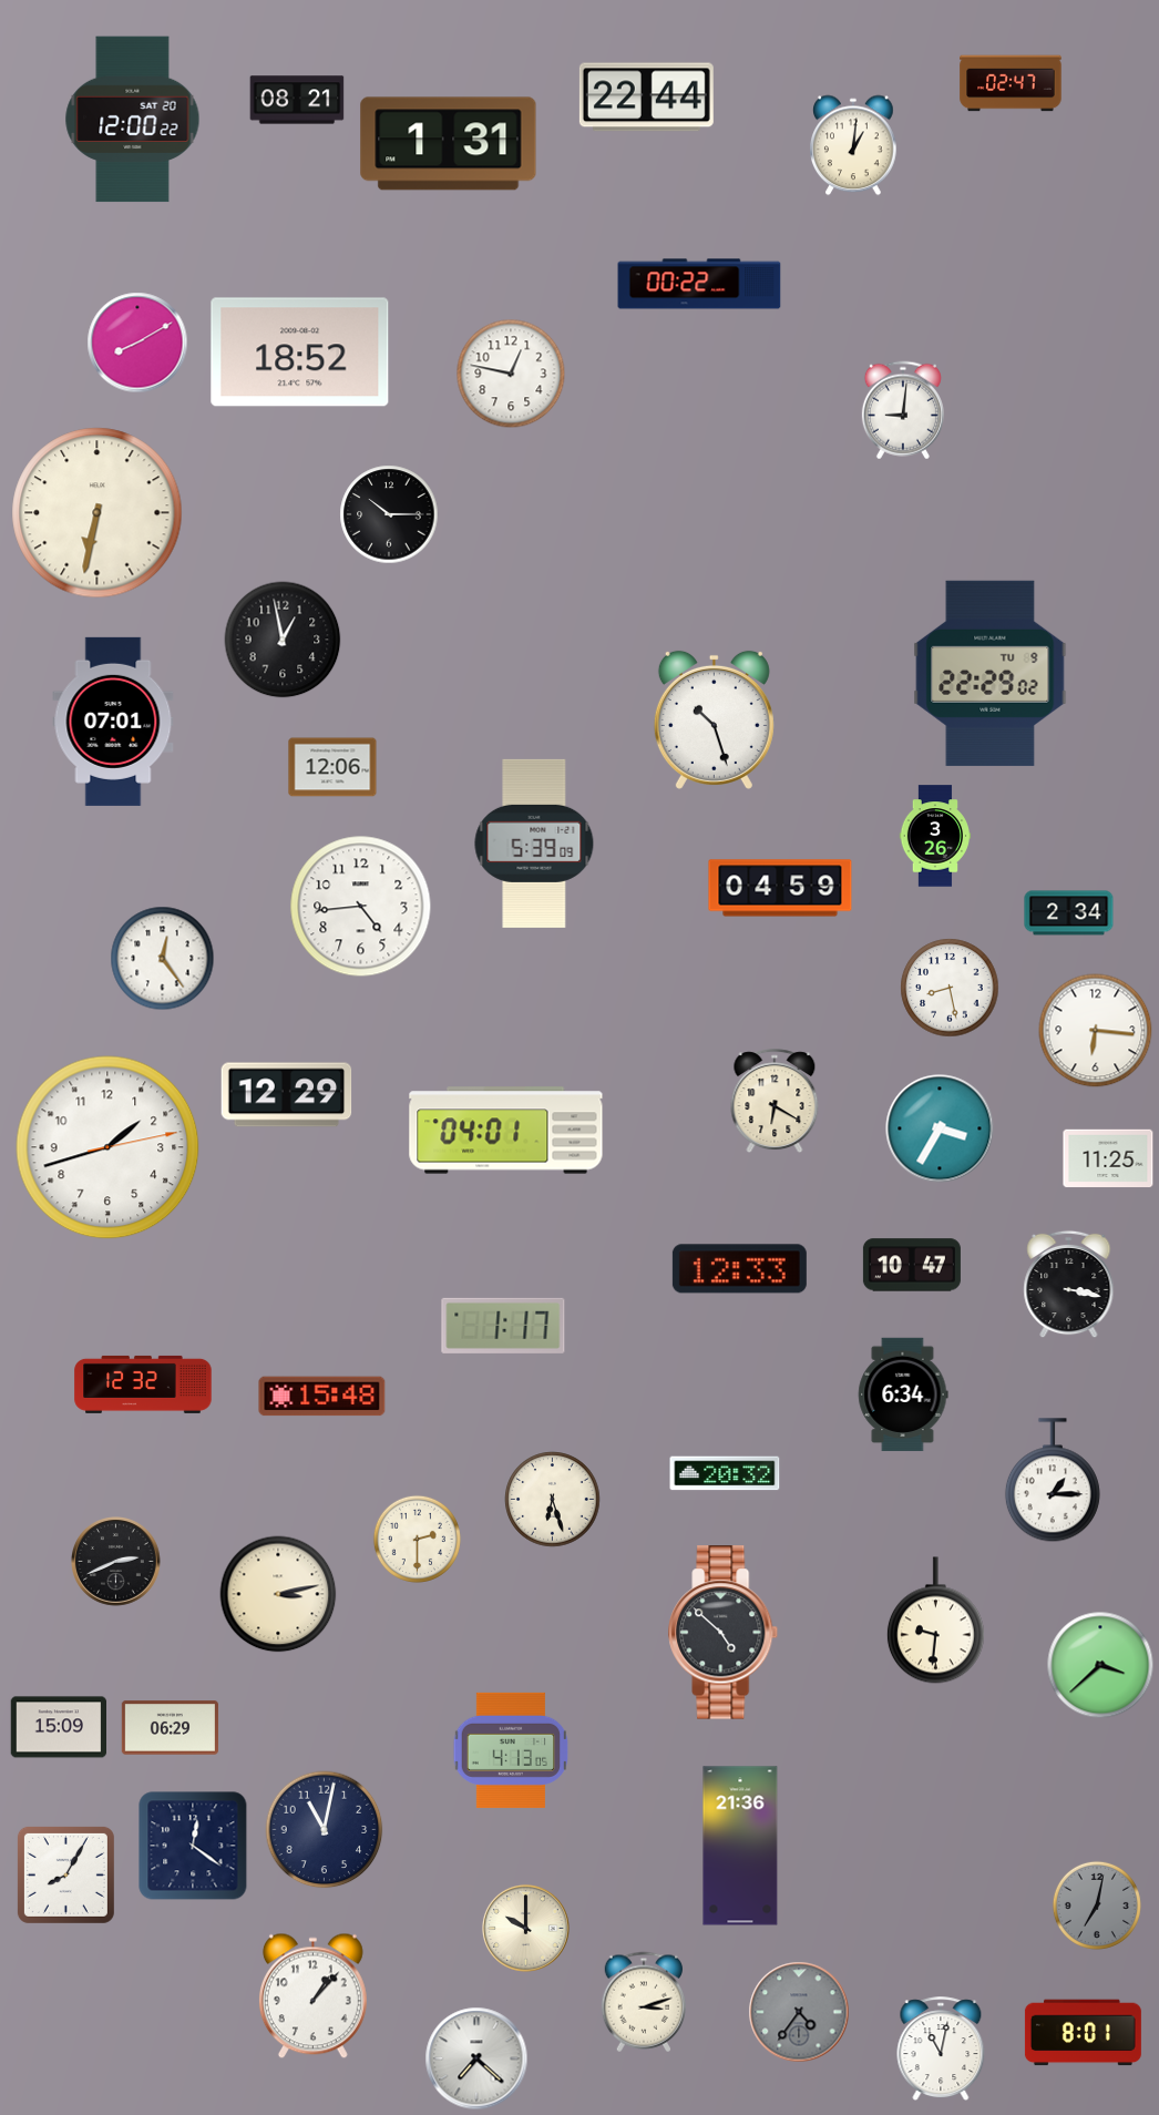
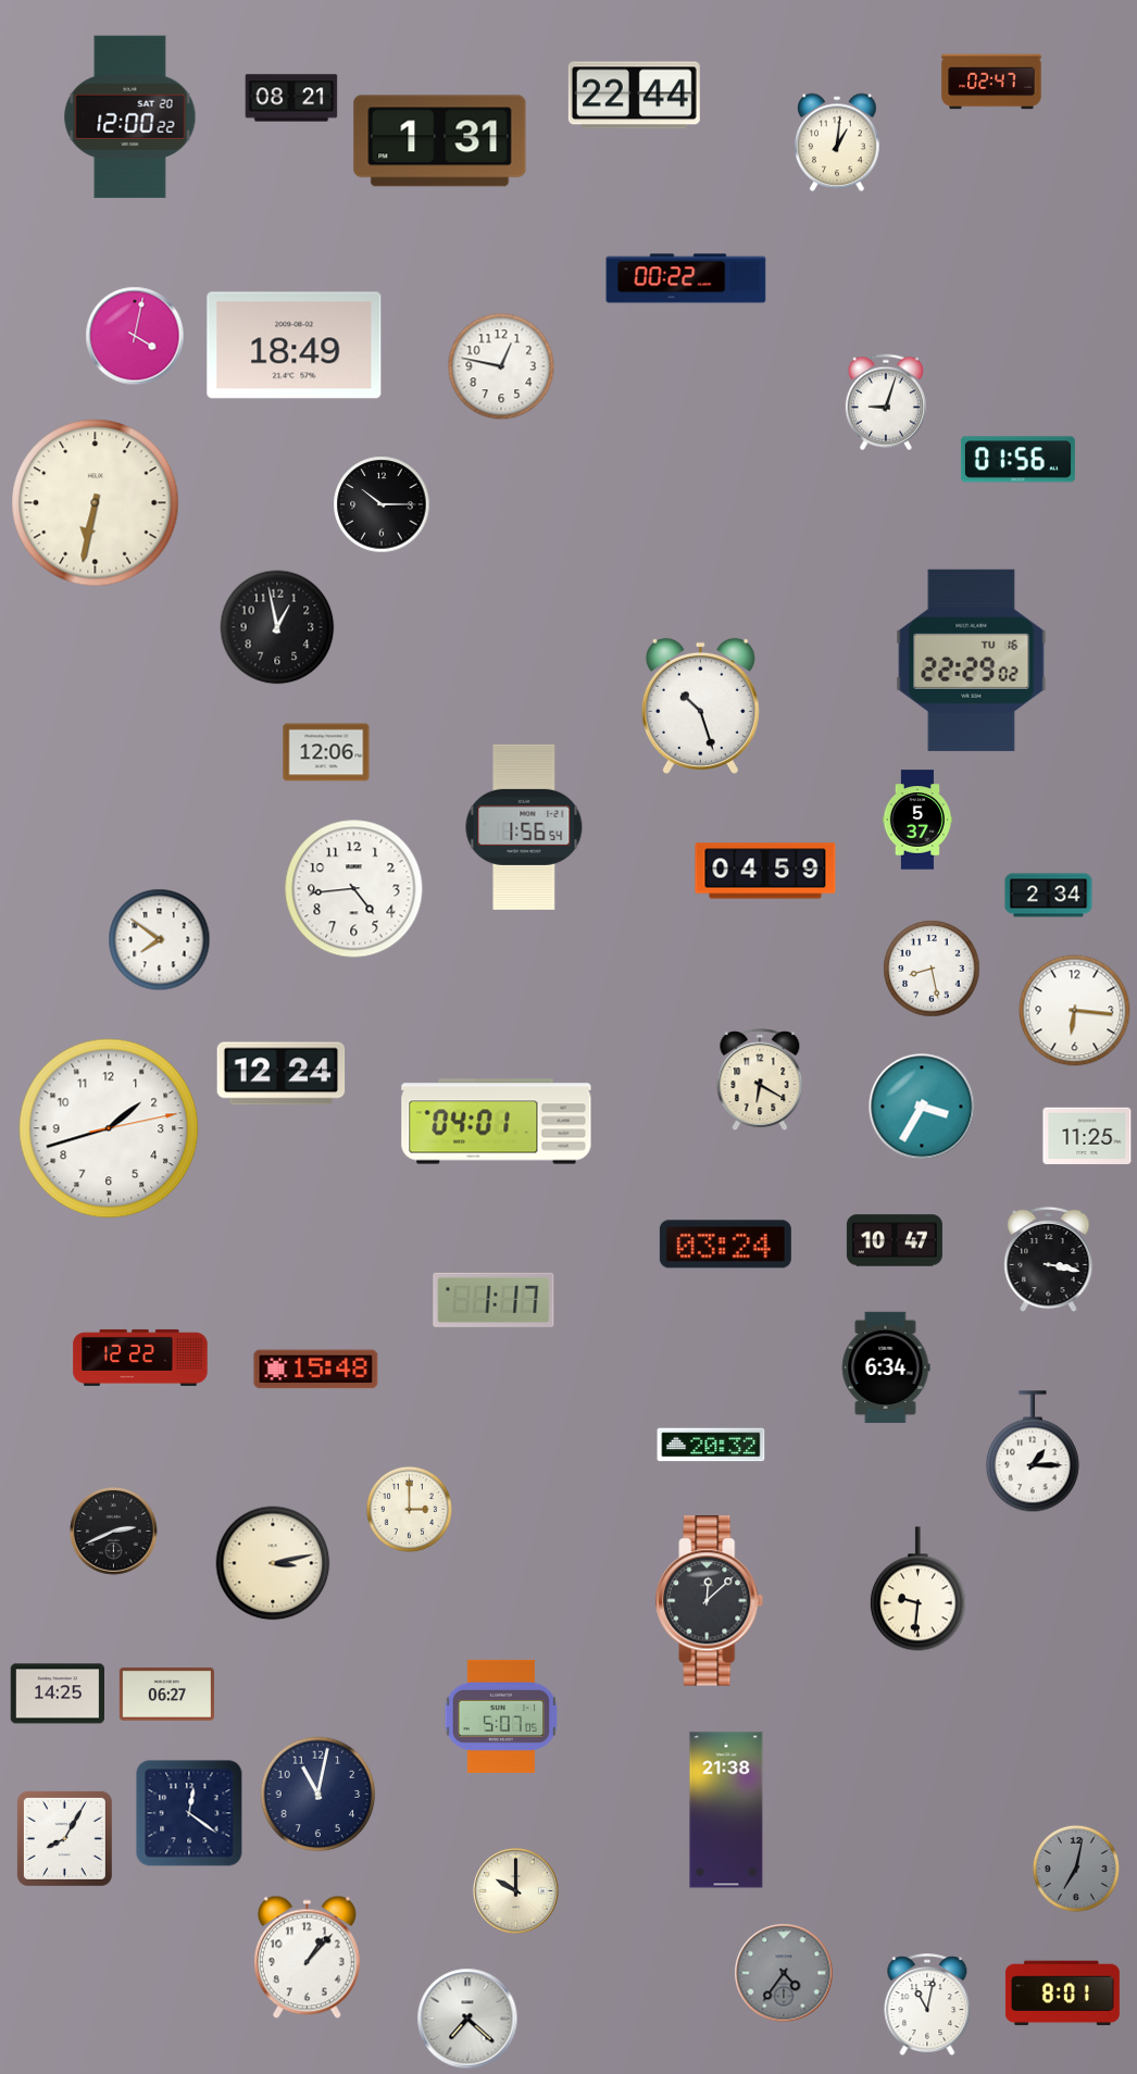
clock at (137, 343): 8:10 -> 4:02
clock at (300, 352): 18:52 -> 18:49
clock at (903, 410): 9:01 -> 9:03
clock at (1017, 460): none -> 01:56
clock at (991, 673) date: TU 9 -> TU 16
clock at (113, 722): 07:01 -> none
clock at (935, 836): 3:26 -> 5:37
clock at (534, 844): 5:39 -> 1:56
clock at (163, 959): 12:24 -> 7:51
clock at (287, 1095): 12:29 -> 12:24
clock at (506, 1131) position: (506, 1131) -> (497, 1122)
clock at (107, 1147) position: (107, 1147) -> (109, 1128)
clock at (739, 1269): 12:33 -> 03:24
clock at (143, 1385): 12:32 -> 12:22
clock at (553, 1500): 6:27 -> none
clock at (417, 1539): 2:30 -> 3:00
clock at (724, 1633): 4:52 -> 12:08
clock at (1100, 1665): 3:38 -> none
clock at (58, 1727): 15:09 -> 14:25
clock at (170, 1728): 06:29 -> 06:27
clock at (511, 1750): 4:13 -> 5:07
clock at (193, 1846) position: (193, 1846) -> (189, 1813)
clock at (740, 1846): 21:36 -> 21:38
clock at (644, 2002): 3:12 -> none
clock at (941, 2050) position: (941, 2050) -> (927, 2006)
